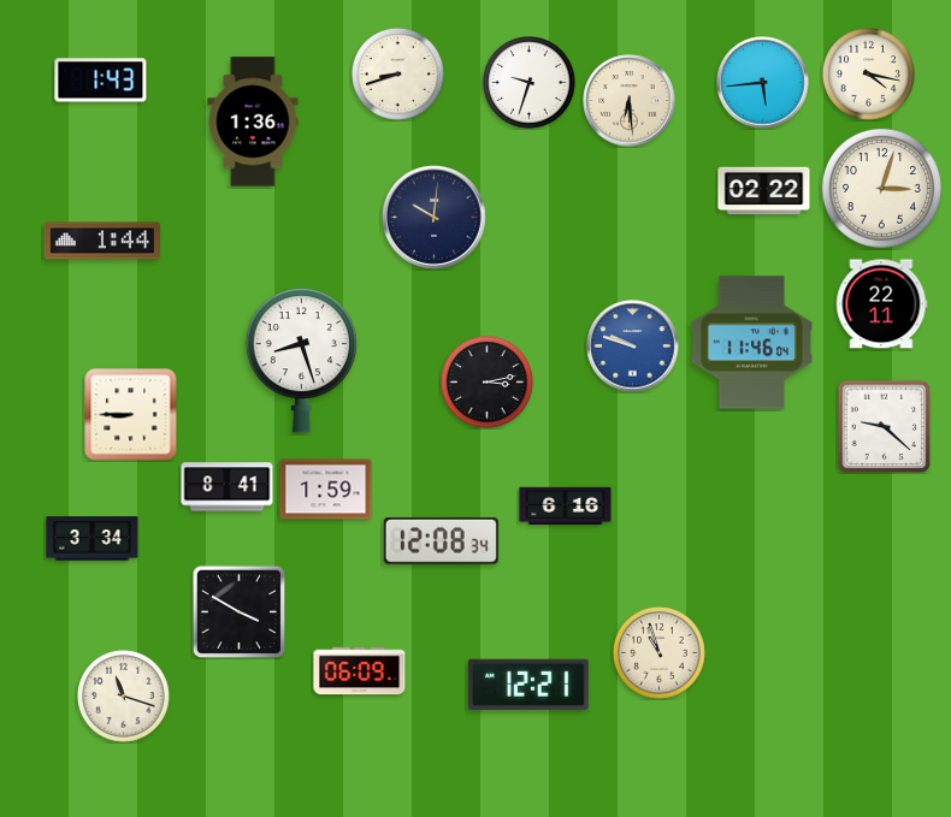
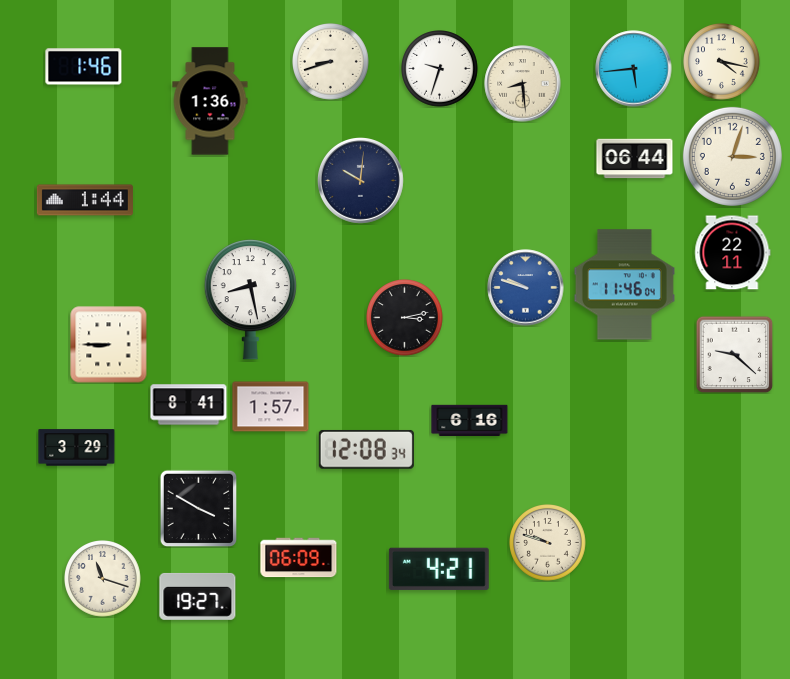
clock at (101, 81): 1:43 -> 1:46
clock at (630, 101): 6:29 -> 8:29
clock at (764, 191): 02:22 -> 06:44
clock at (301, 361): 8:27 -> 8:28
clock at (326, 490): 1:59 -> 1:57
clock at (93, 539): 3:34 -> 3:29
clock at (660, 653): 10:57 -> 9:48
clock at (528, 685): 12:21 -> 4:21
clock at (198, 596): none -> 19:27
